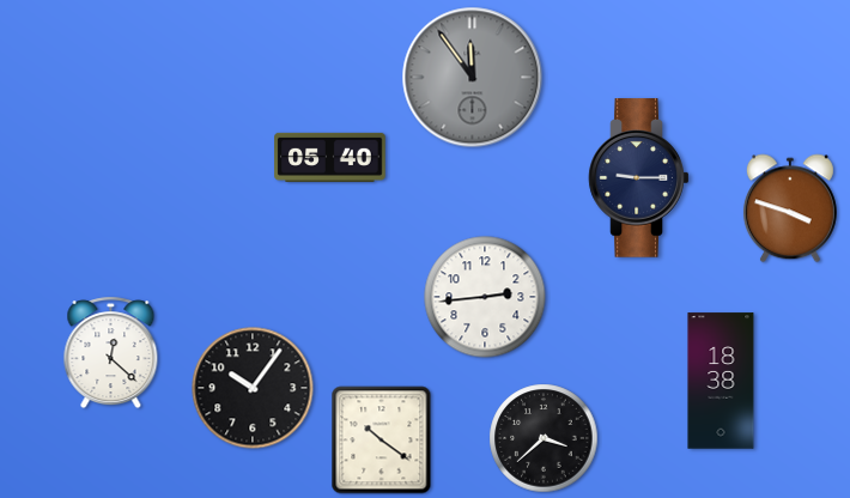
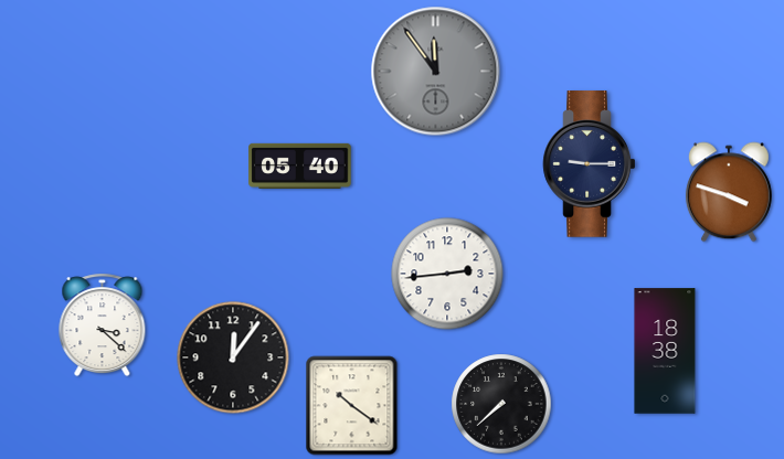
clock at (330, 157) position: (330, 157) -> (300, 166)
clock at (111, 353): 12:22 -> 3:22
clock at (253, 388): 10:06 -> 12:06
clock at (544, 438): 3:38 -> 7:38
